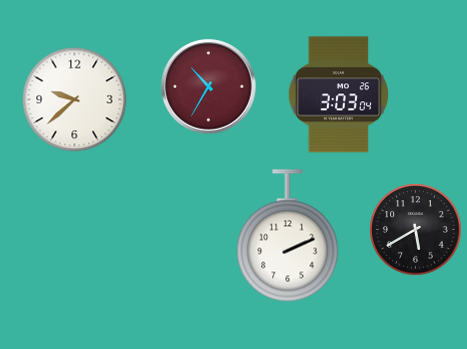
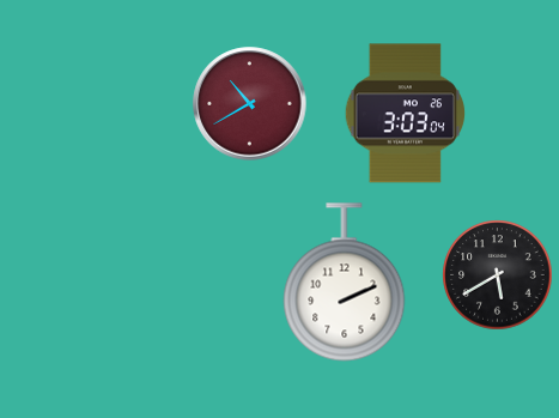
clock at (209, 87): 10:35 -> 10:40
clock at (75, 100): 9:38 -> none
